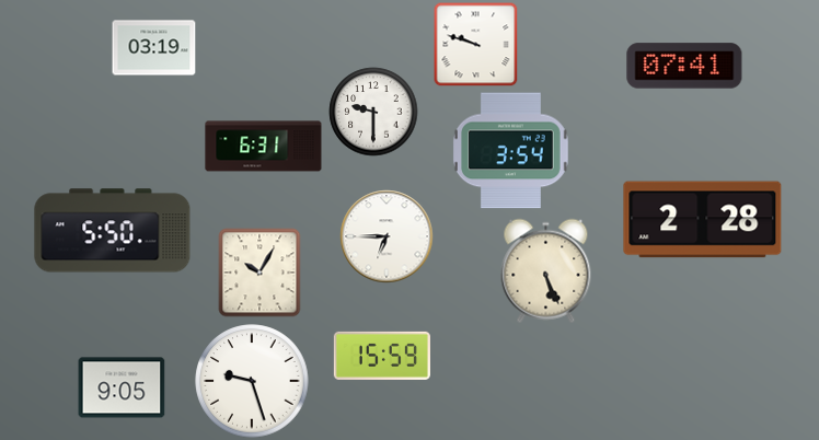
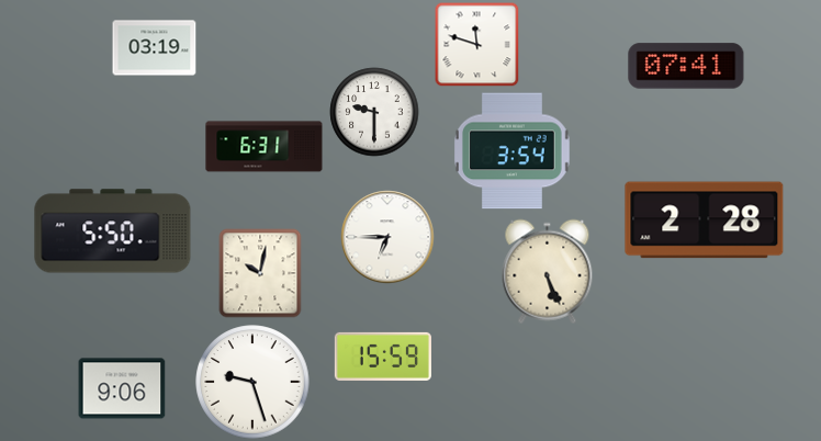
clock at (475, 44): 9:48 -> 11:48
clock at (259, 273): 10:05 -> 10:02
clock at (122, 387): 9:05 -> 9:06
